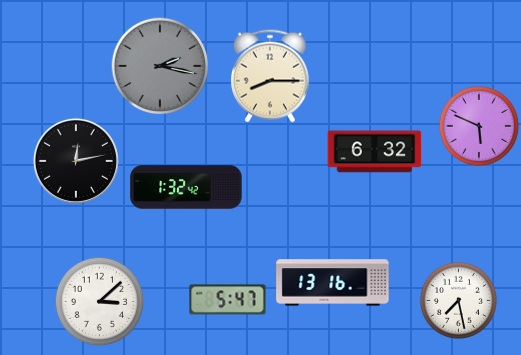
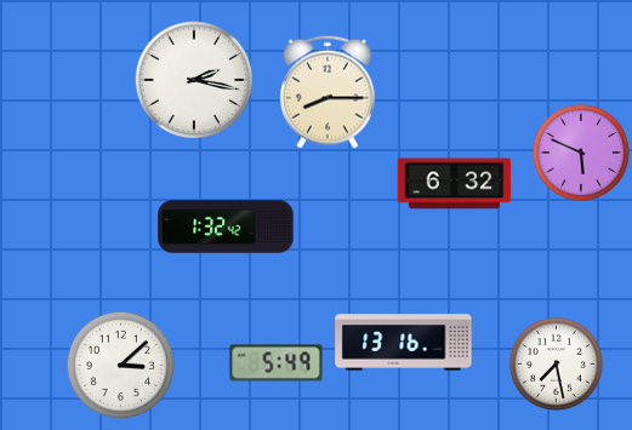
clock at (160, 66) dial: grey -> white
clock at (76, 161): 12:13 -> none
clock at (228, 300): 5:47 -> 5:49
